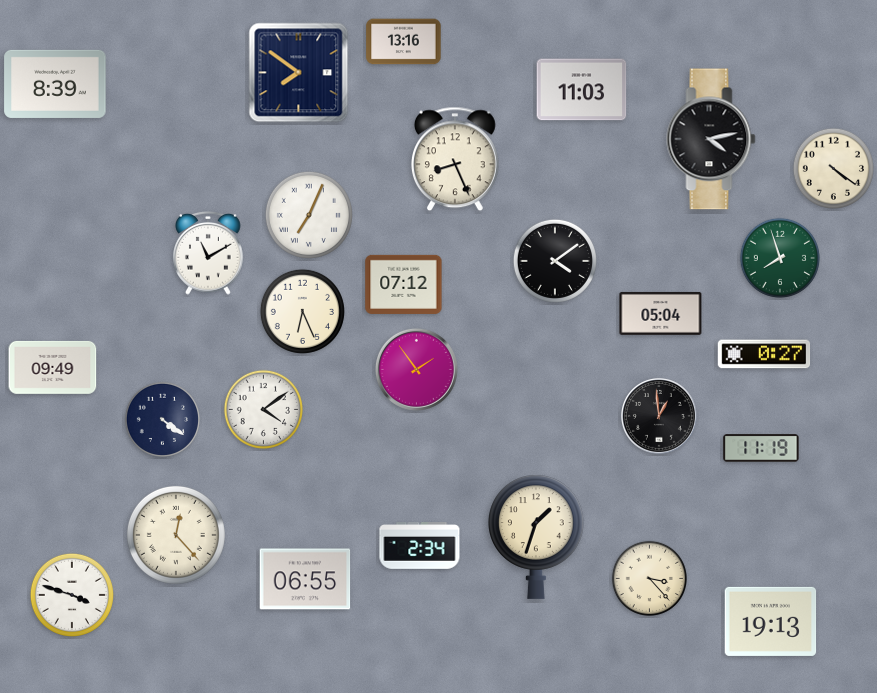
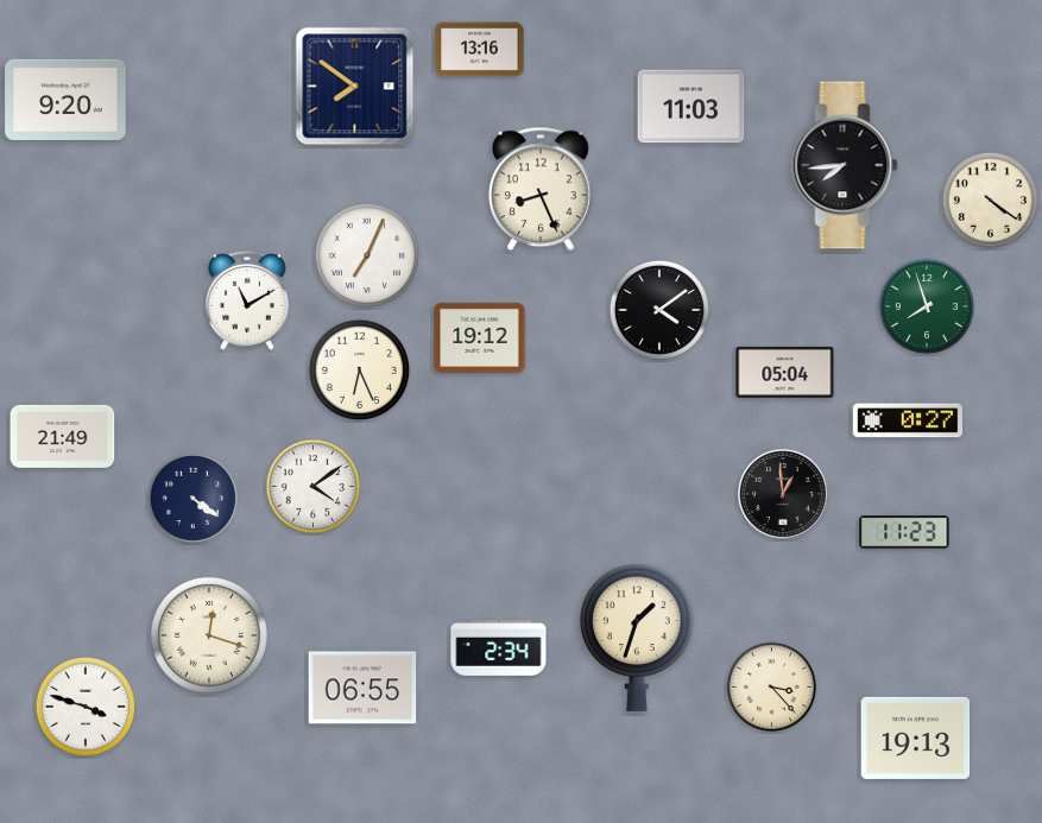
clock at (55, 84): 8:39 -> 9:20
clock at (711, 139): 4:13 -> 7:44
clock at (404, 284): 07:12 -> 19:12
clock at (53, 367): 09:49 -> 21:49
clock at (416, 369): 1:54 -> none
clock at (761, 448): 11:19 -> 11:23
clock at (176, 535): 12:23 -> 12:18
